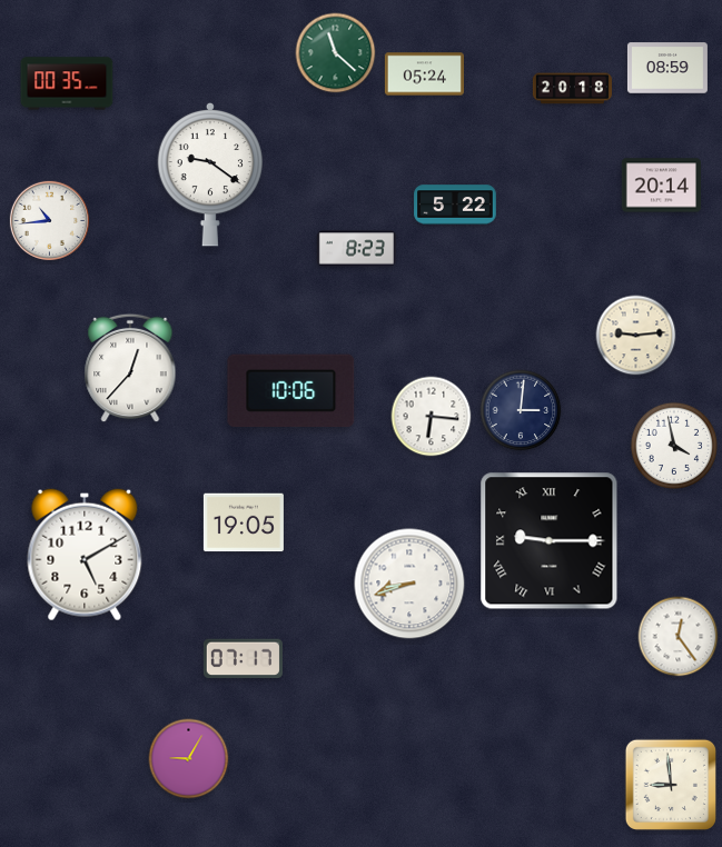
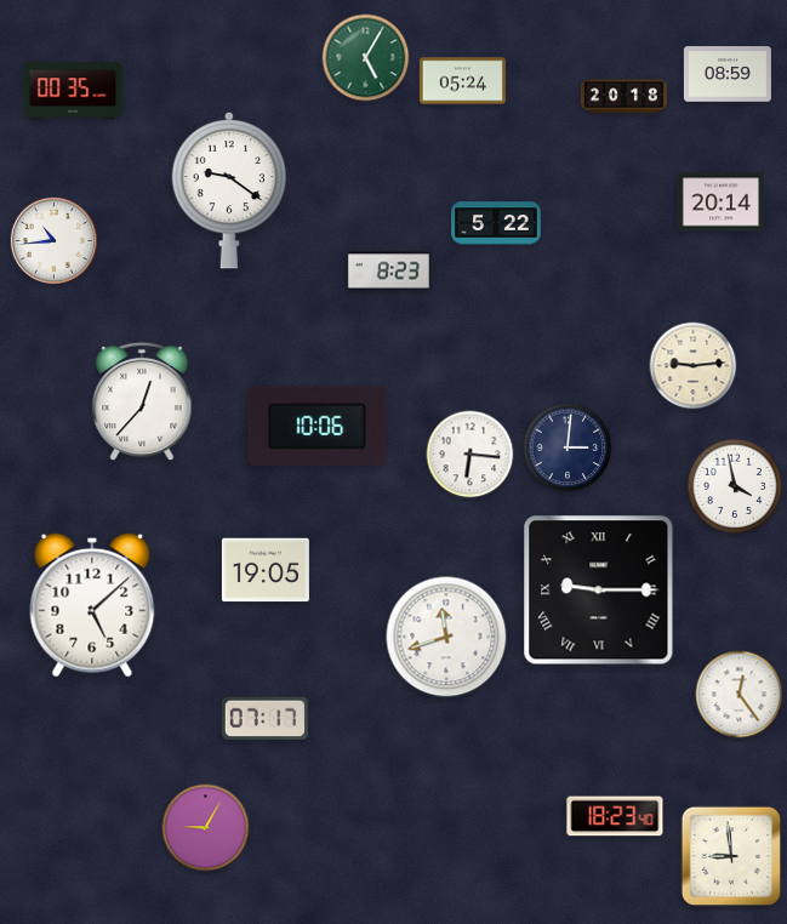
clock at (336, 53): 11:22 -> 5:05
clock at (85, 555): 5:10 -> 5:08
clock at (409, 584): 8:42 -> 11:42
clock at (615, 816): none -> 18:23
